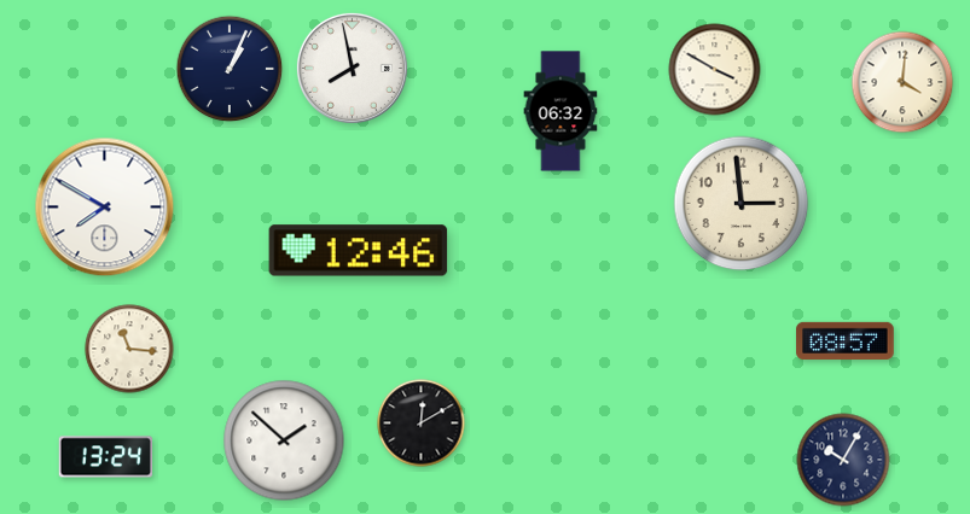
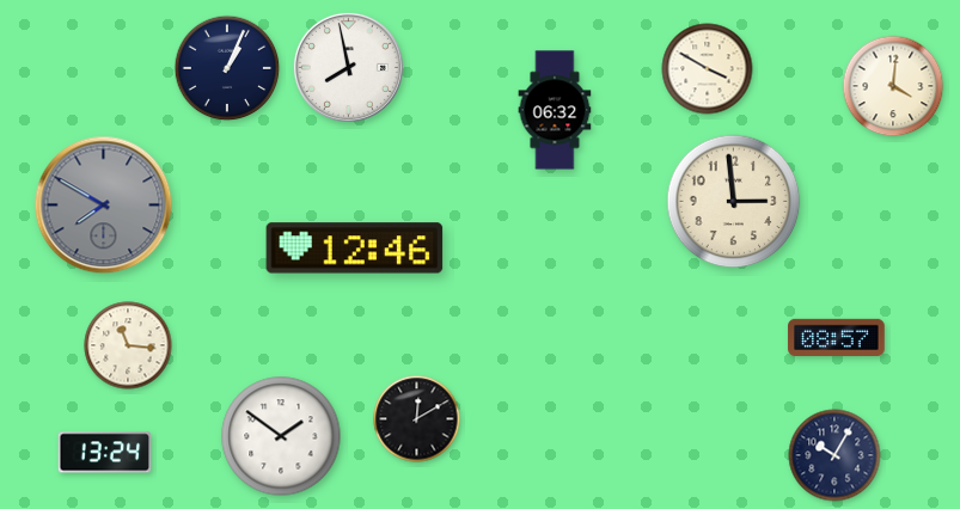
clock at (902, 82) position: (902, 82) -> (893, 86)
clock at (105, 208) dial: white -> grey
clock at (284, 440): 1:52 -> 1:51
